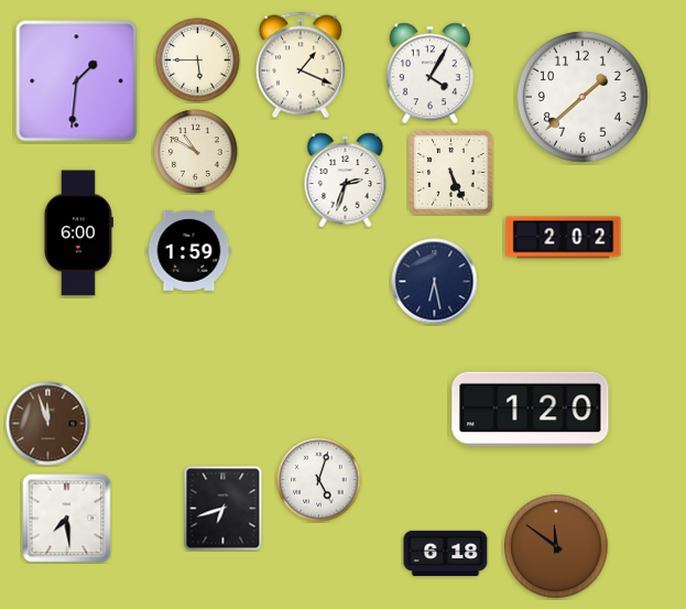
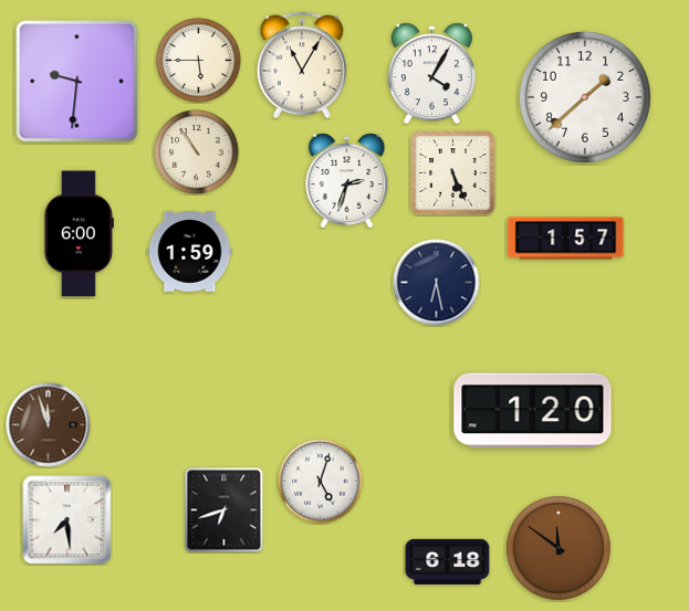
clock at (301, 65): 1:19 -> 11:05
clock at (77, 81): 1:31 -> 9:31
clock at (196, 152): 10:50 -> 10:54
clock at (564, 238): 2:02 -> 1:57
clock at (446, 553) position: (446, 553) -> (448, 561)
